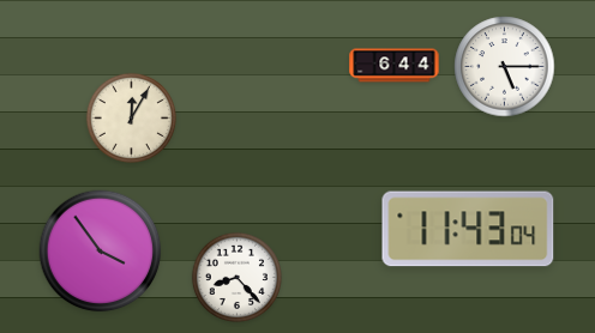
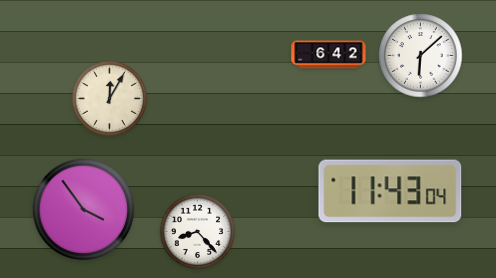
clock at (395, 66): 6:44 -> 6:42
clock at (505, 67): 5:15 -> 6:08
